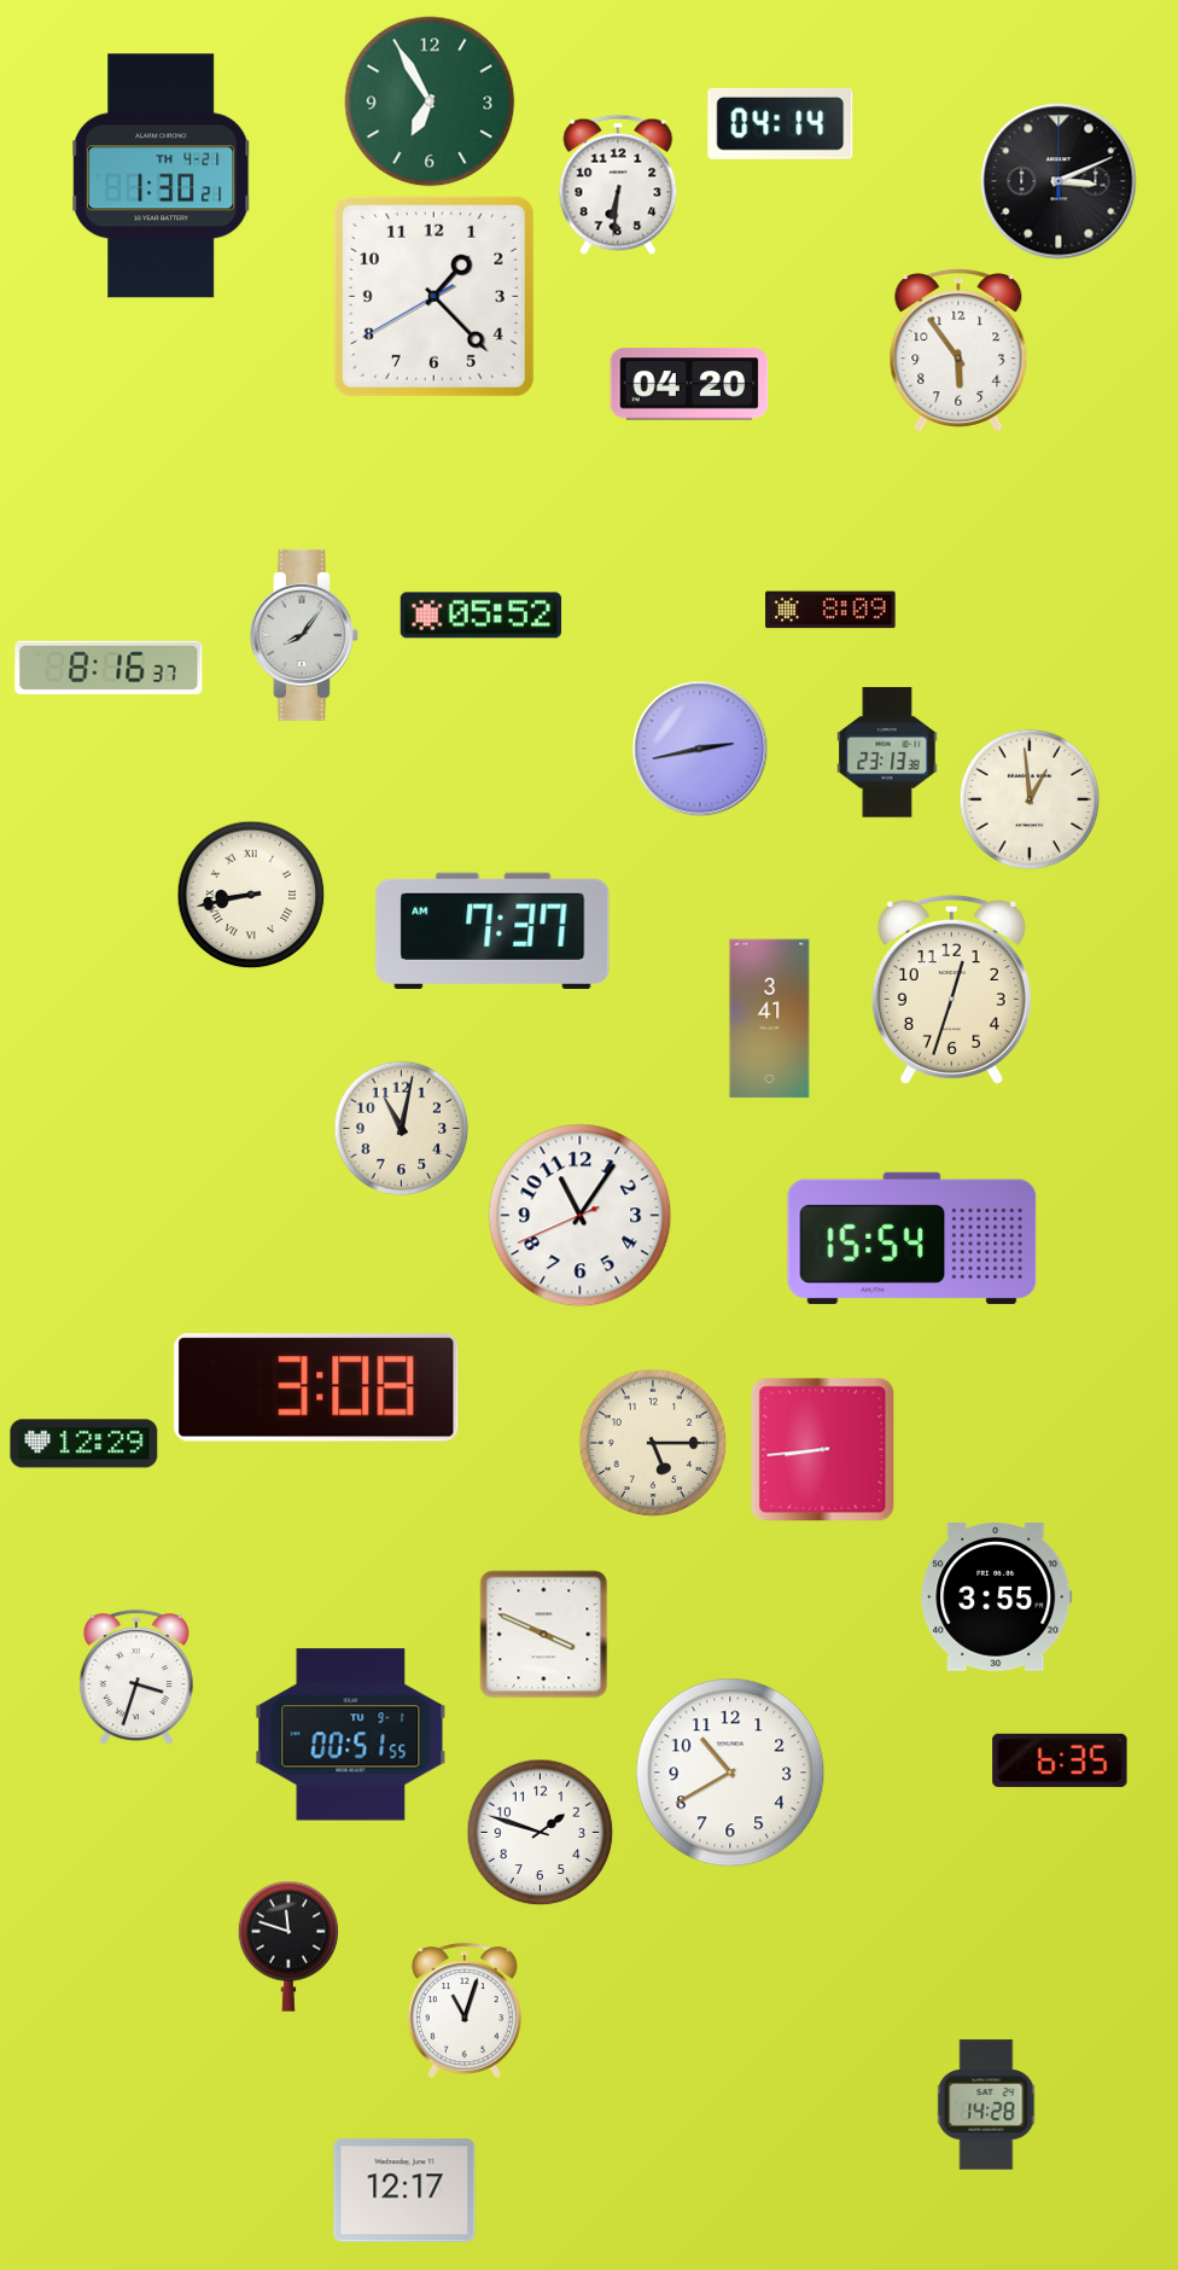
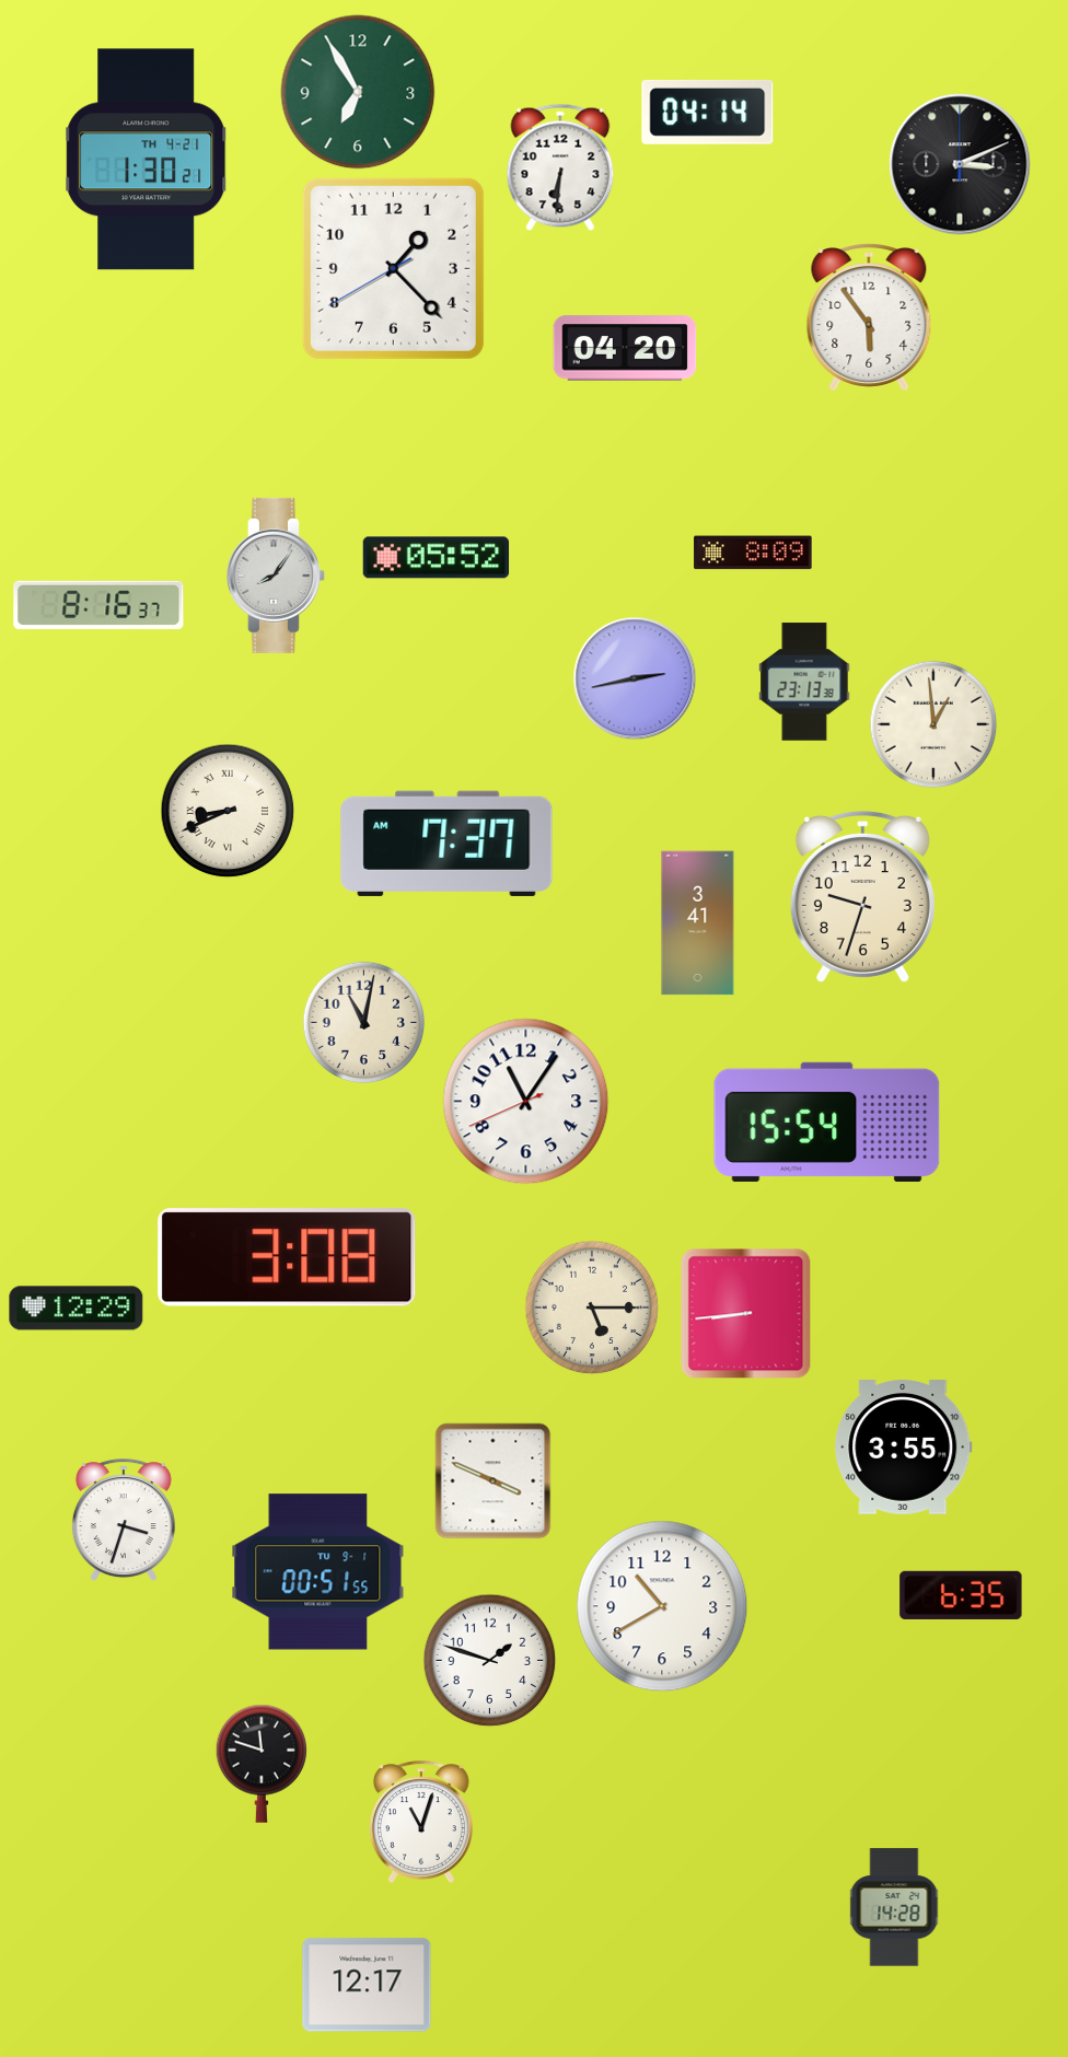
clock at (430, 101) position: (430, 101) -> (358, 92)
clock at (251, 895): 8:43 -> 8:41
clock at (951, 989): 12:33 -> 9:33
